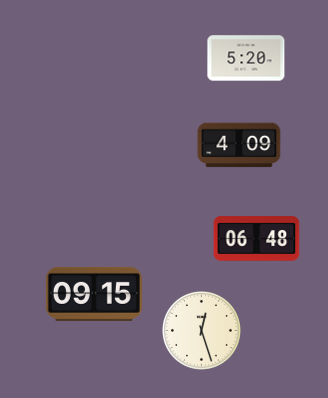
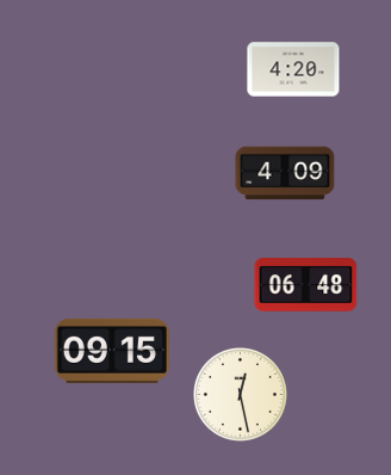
clock at (246, 58): 5:20 -> 4:20
clock at (202, 331): 12:27 -> 12:28
